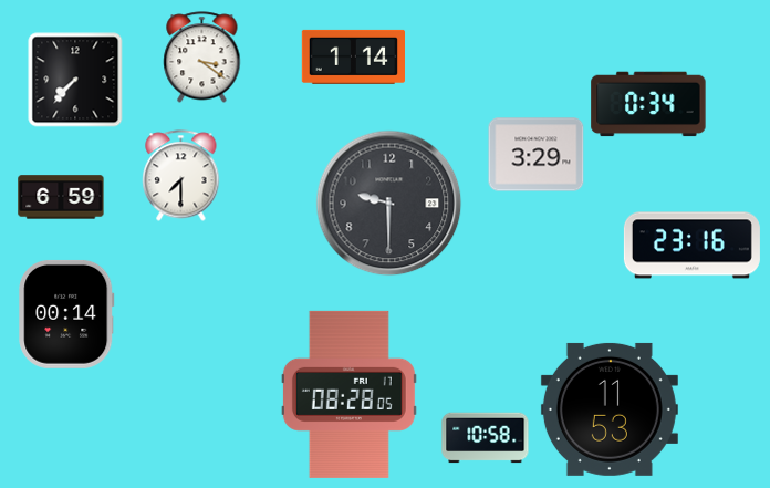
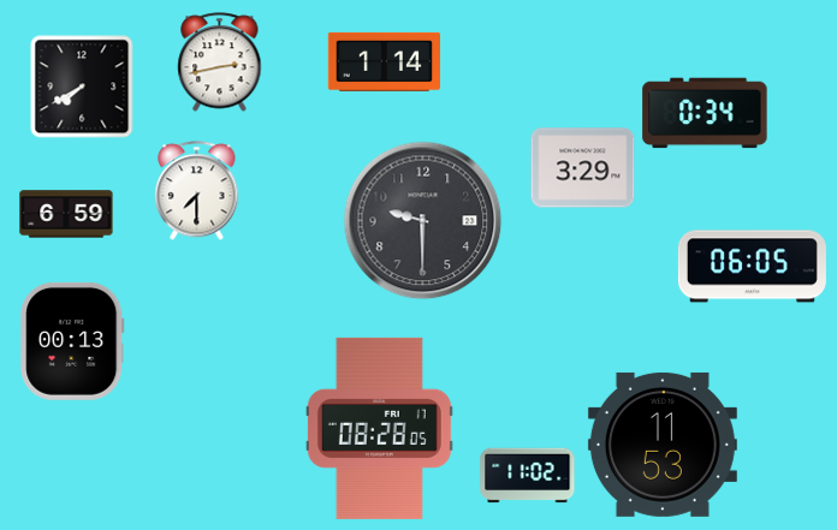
clock at (202, 58): 3:21 -> 2:43
clock at (75, 80): 7:37 -> 7:40
clock at (691, 246): 23:16 -> 06:05
clock at (66, 314): 00:14 -> 00:13
clock at (486, 438): 10:58 -> 11:02
